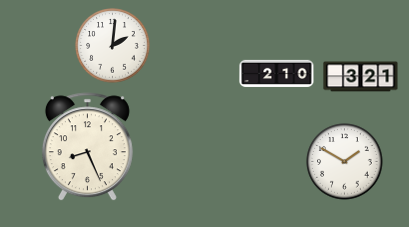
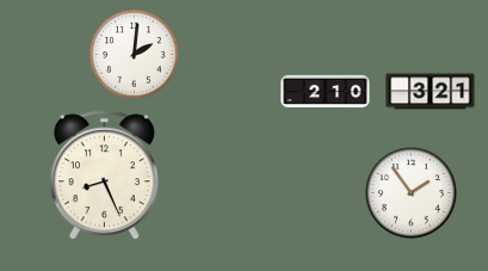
clock at (277, 73) position: (277, 73) -> (326, 91)
clock at (345, 162): 1:50 -> 1:54
